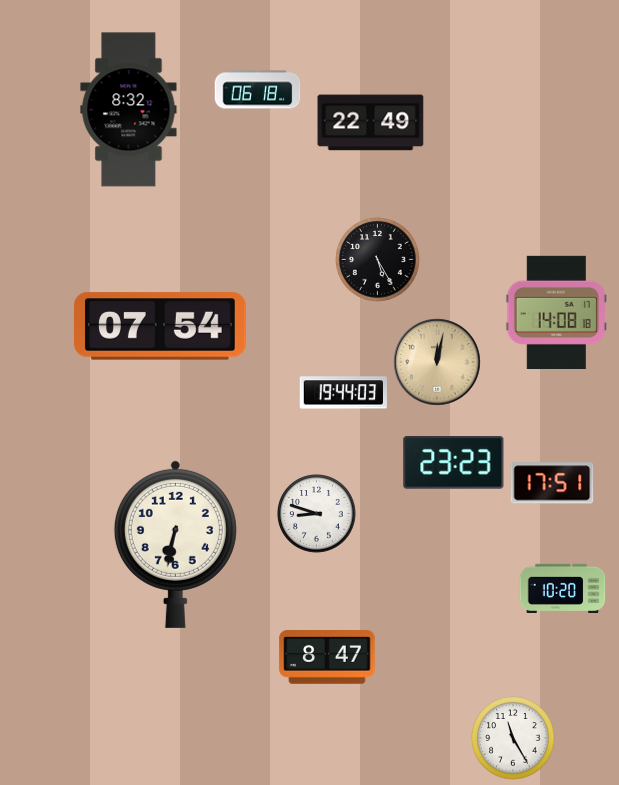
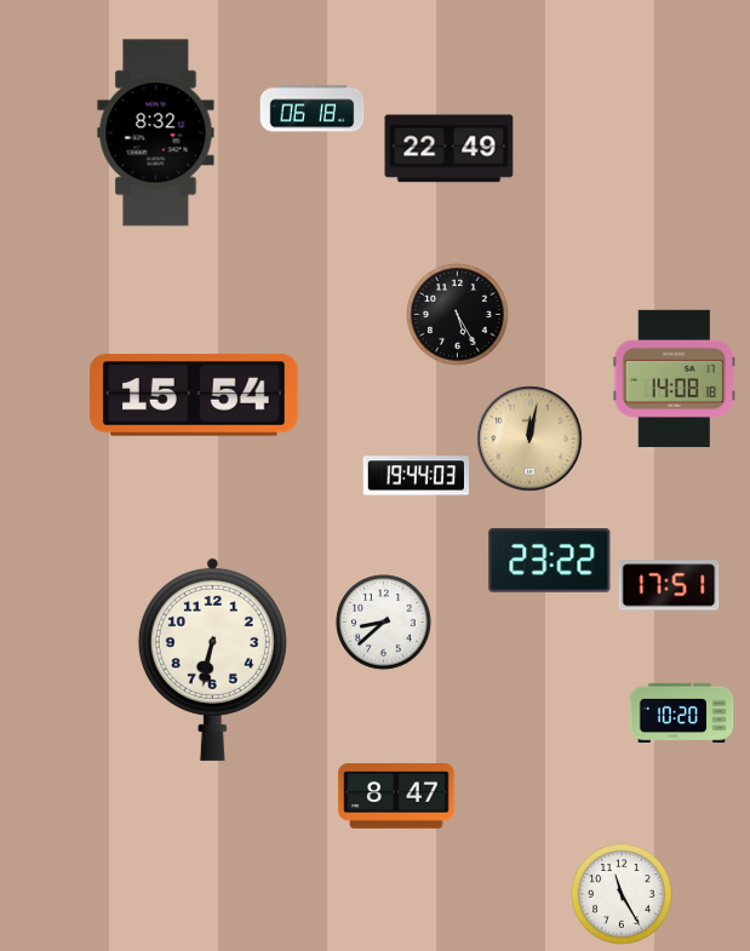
clock at (160, 326): 07:54 -> 15:54
clock at (454, 463): 23:23 -> 23:22
clock at (317, 514): 8:48 -> 8:38
